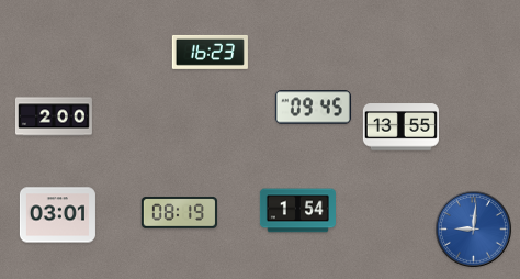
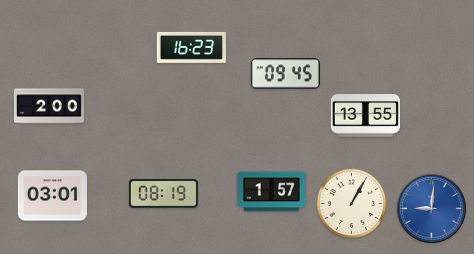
clock at (313, 108) position: (313, 108) -> (285, 74)
clock at (297, 211): 1:54 -> 1:57
clock at (352, 204): none -> 1:05
